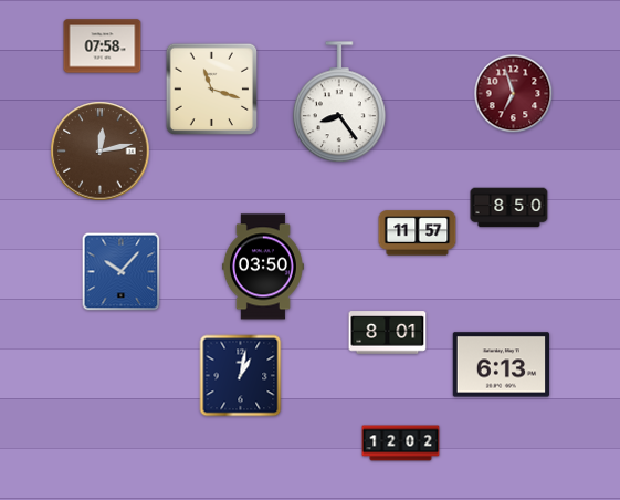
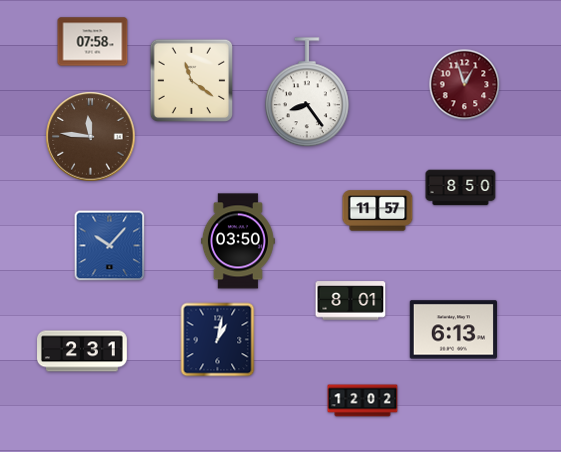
clock at (212, 90): 11:18 -> 11:21
clock at (514, 94): 6:57 -> 12:57
clock at (101, 152): 12:13 -> 11:46
clock at (83, 351): none -> 2:31
